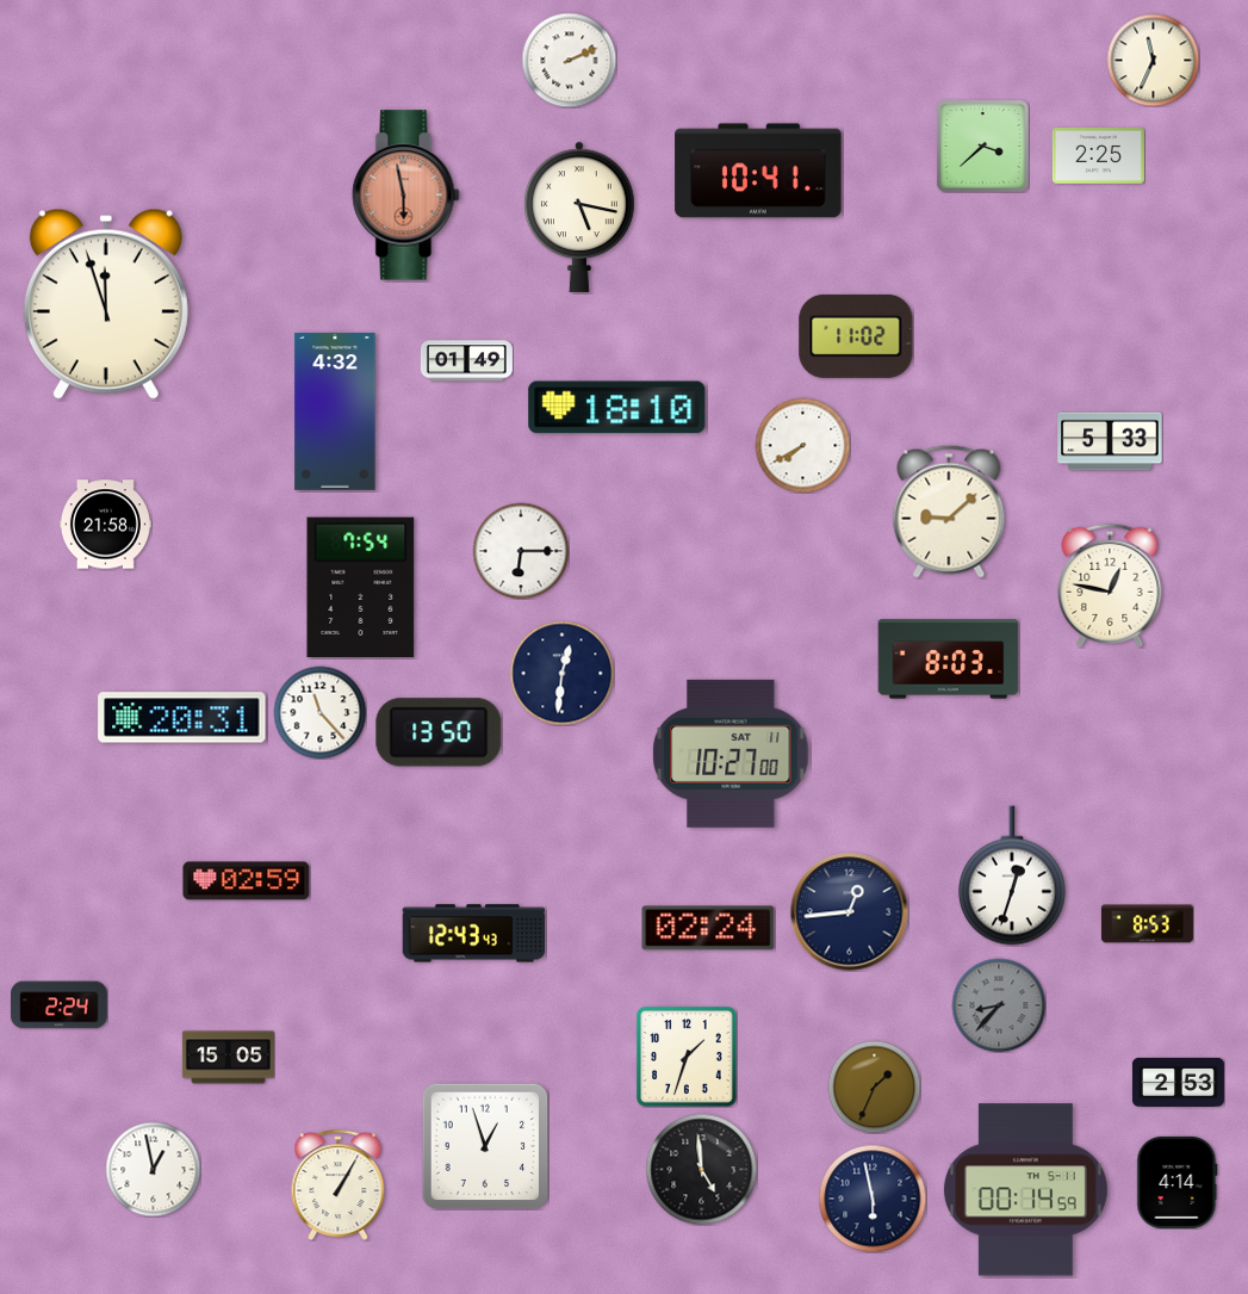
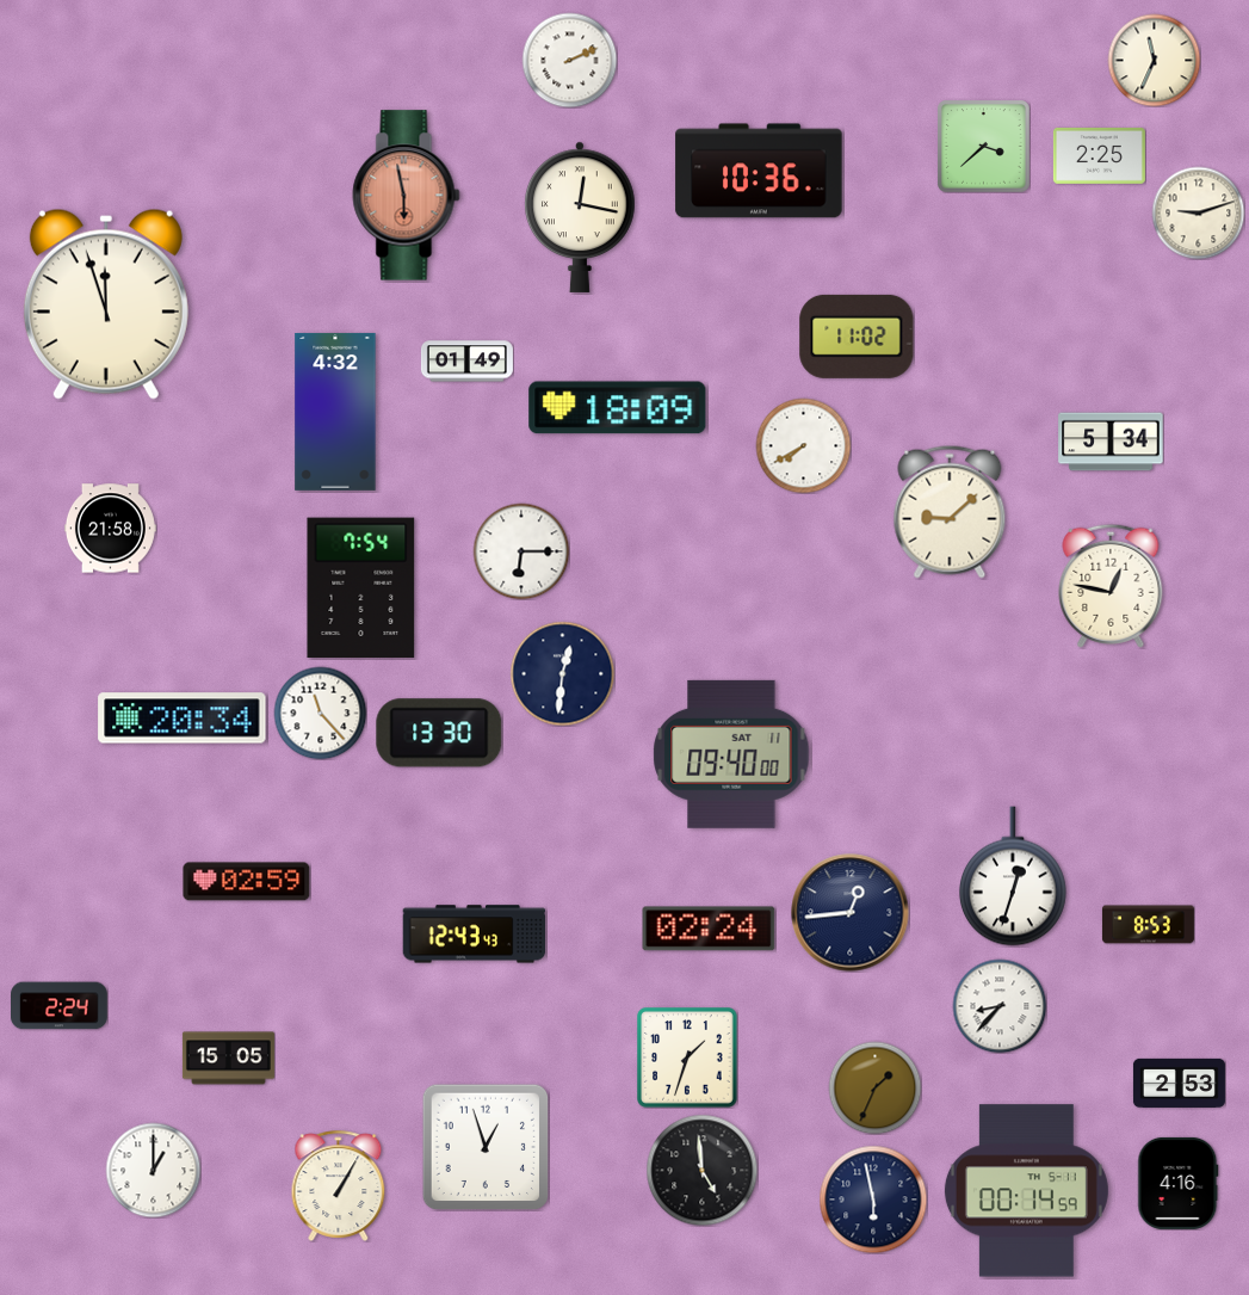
clock at (758, 171): 10:41 -> 10:36
clock at (1198, 212): none -> 9:12
clock at (579, 217): 5:17 -> 12:17
clock at (617, 408): 18:10 -> 18:09
clock at (1110, 441): 5:33 -> 5:34
clock at (105, 525) position: (105, 525) -> (110, 529)
clock at (949, 660): 8:03 -> none
clock at (182, 718): 20:31 -> 20:34
clock at (439, 732): 13:50 -> 13:30
clock at (731, 754): 10:27 -> 09:40
clock at (999, 1005) dial: grey -> white
clock at (153, 1169): 12:58 -> 1:00
clock at (1178, 1182): 4:14 -> 4:16
